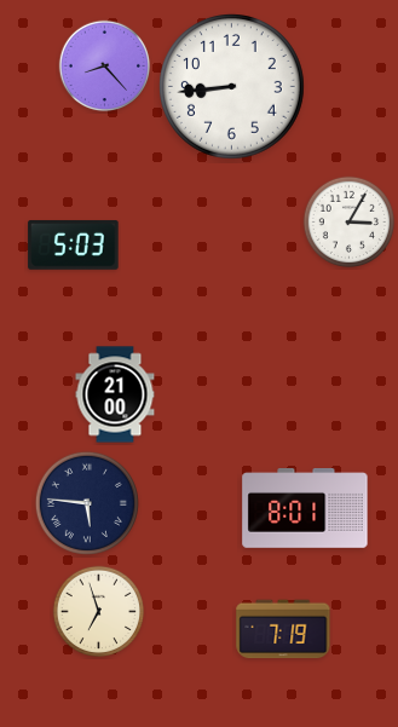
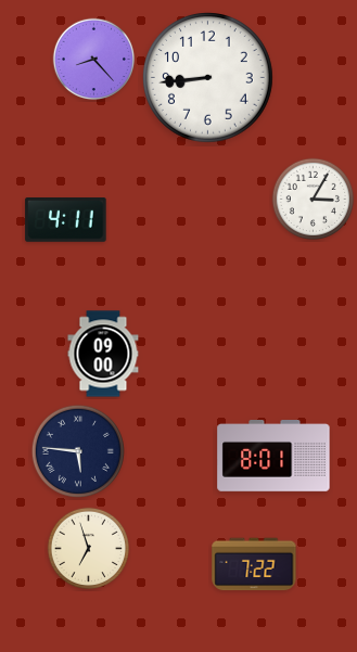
clock at (74, 246): 5:03 -> 4:11
clock at (115, 394): 21:00 -> 09:00
clock at (283, 629): 7:19 -> 7:22
